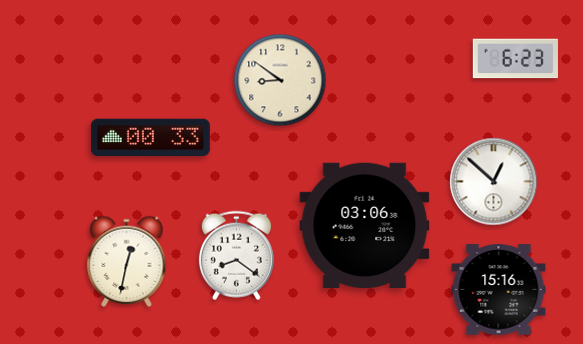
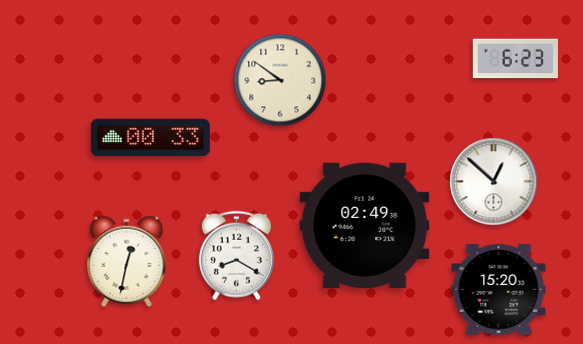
clock at (365, 225): 03:06 -> 02:49
clock at (236, 256): 8:21 -> 8:20
clock at (499, 290): 15:16 -> 15:20
